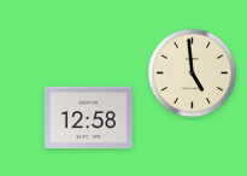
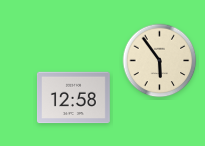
clock at (193, 74): 4:59 -> 5:54
